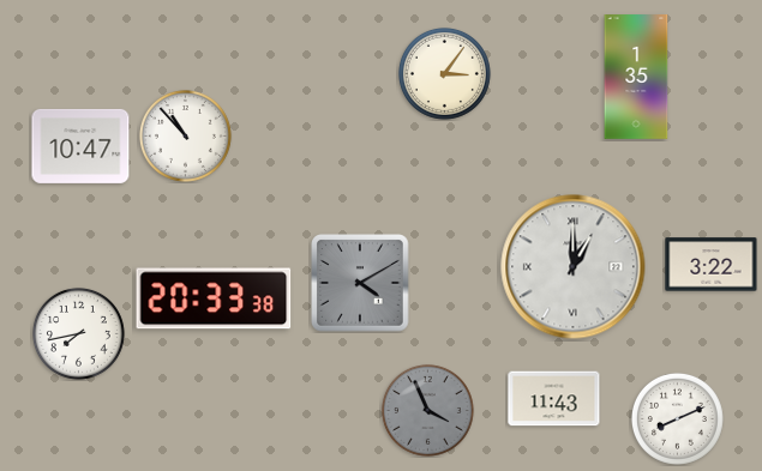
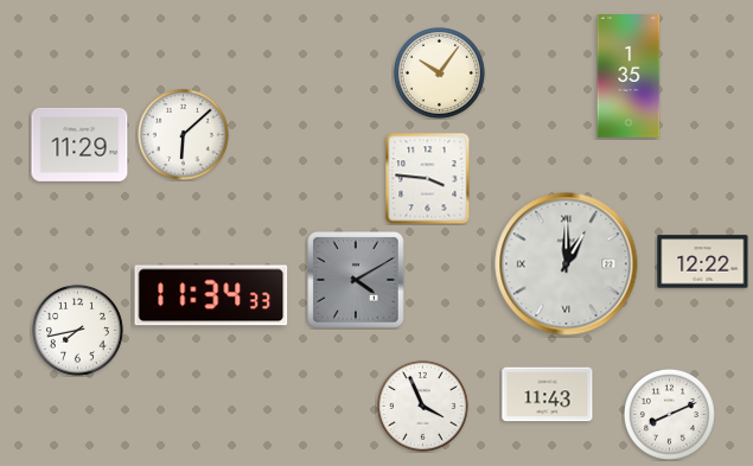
clock at (444, 73): 3:06 -> 10:06
clock at (185, 135): 10:53 -> 6:08
clock at (80, 146): 10:47 -> 11:29
clock at (428, 178): none -> 3:46
clock at (712, 265): 3:22 -> 12:22
clock at (214, 298): 20:33 -> 11:34
clock at (427, 410) dial: grey -> white
